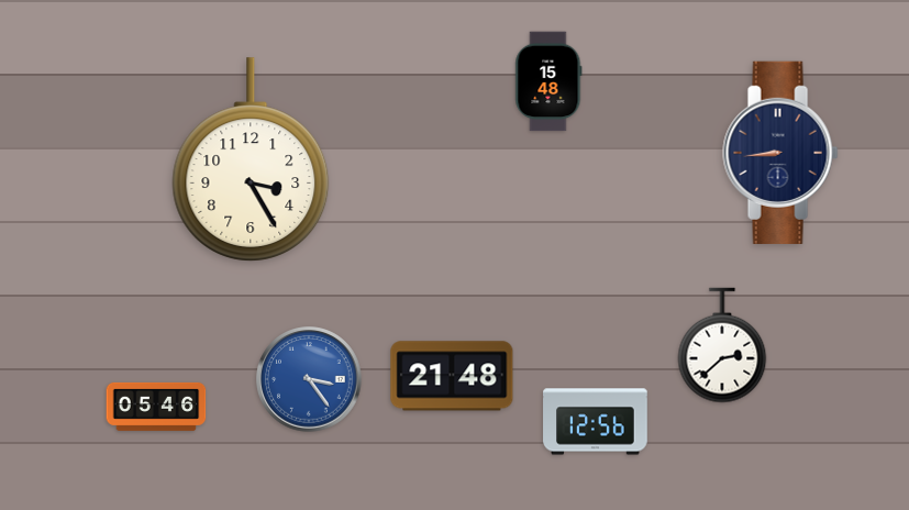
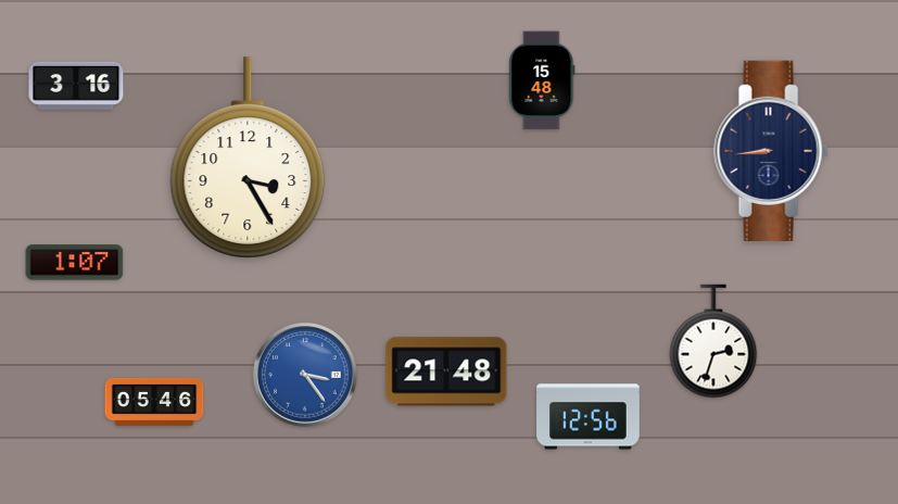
clock at (76, 86): none -> 3:16
clock at (75, 263): none -> 1:07
clock at (722, 345): 2:38 -> 2:33
